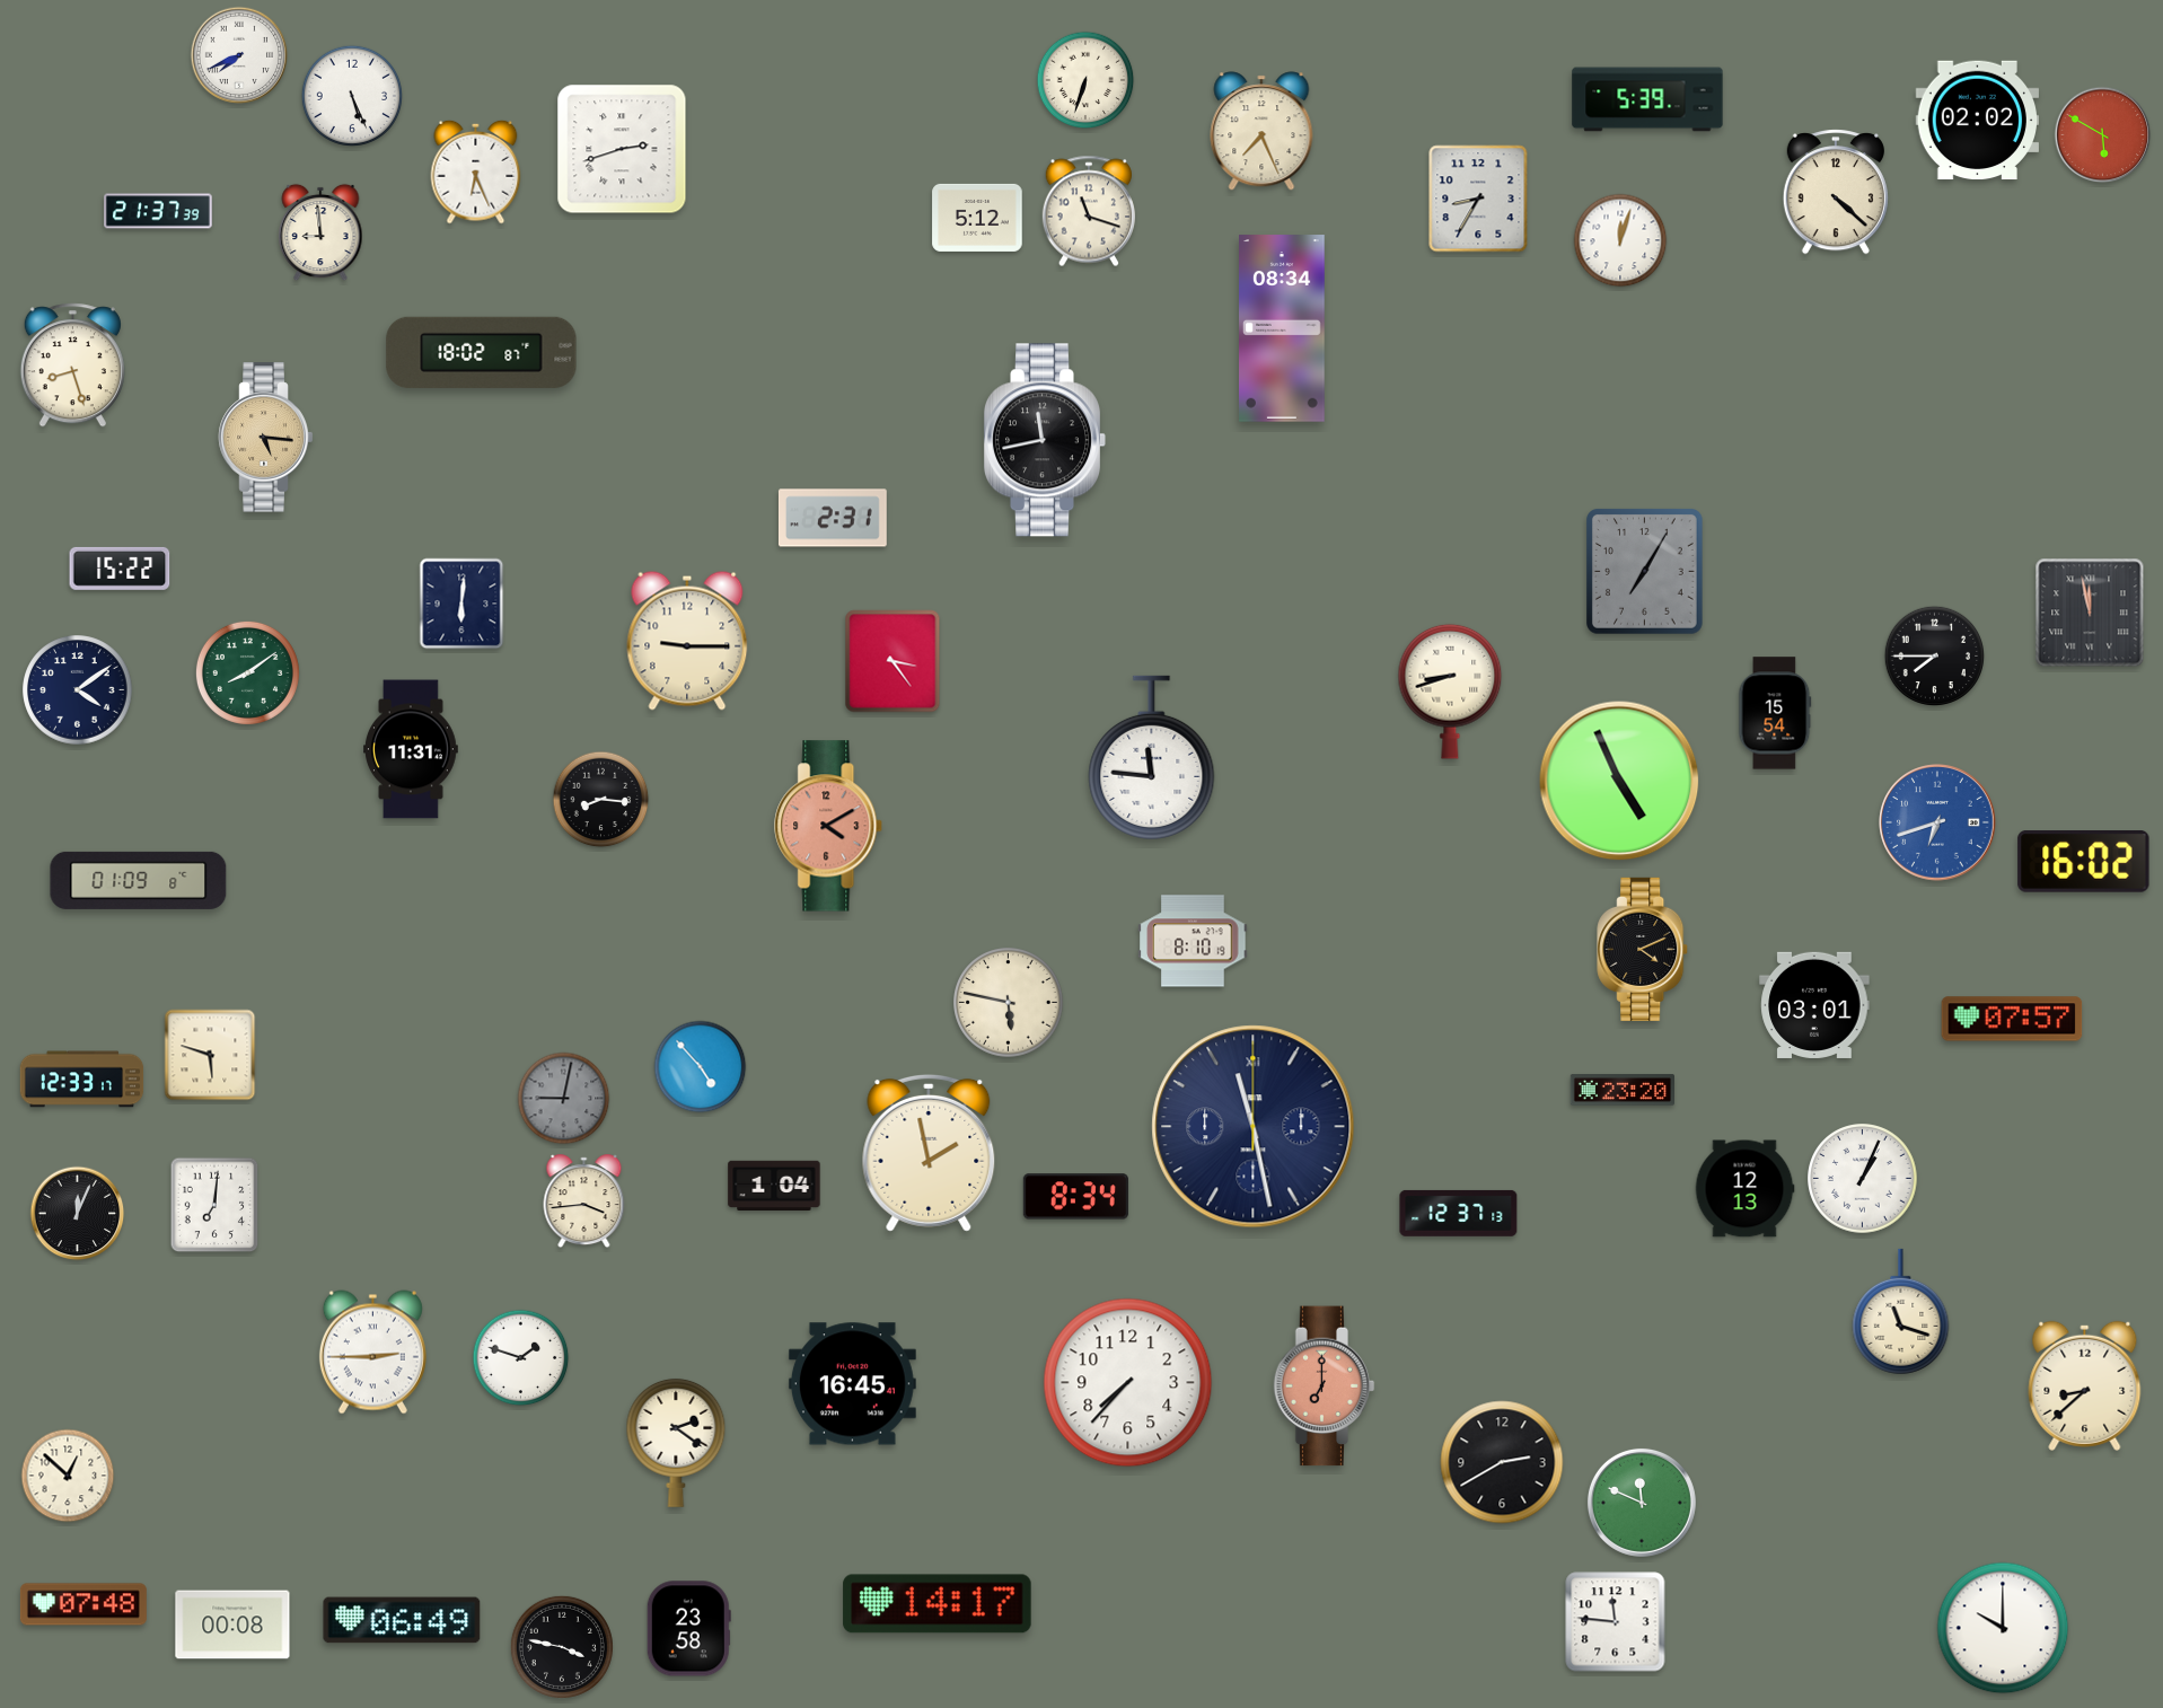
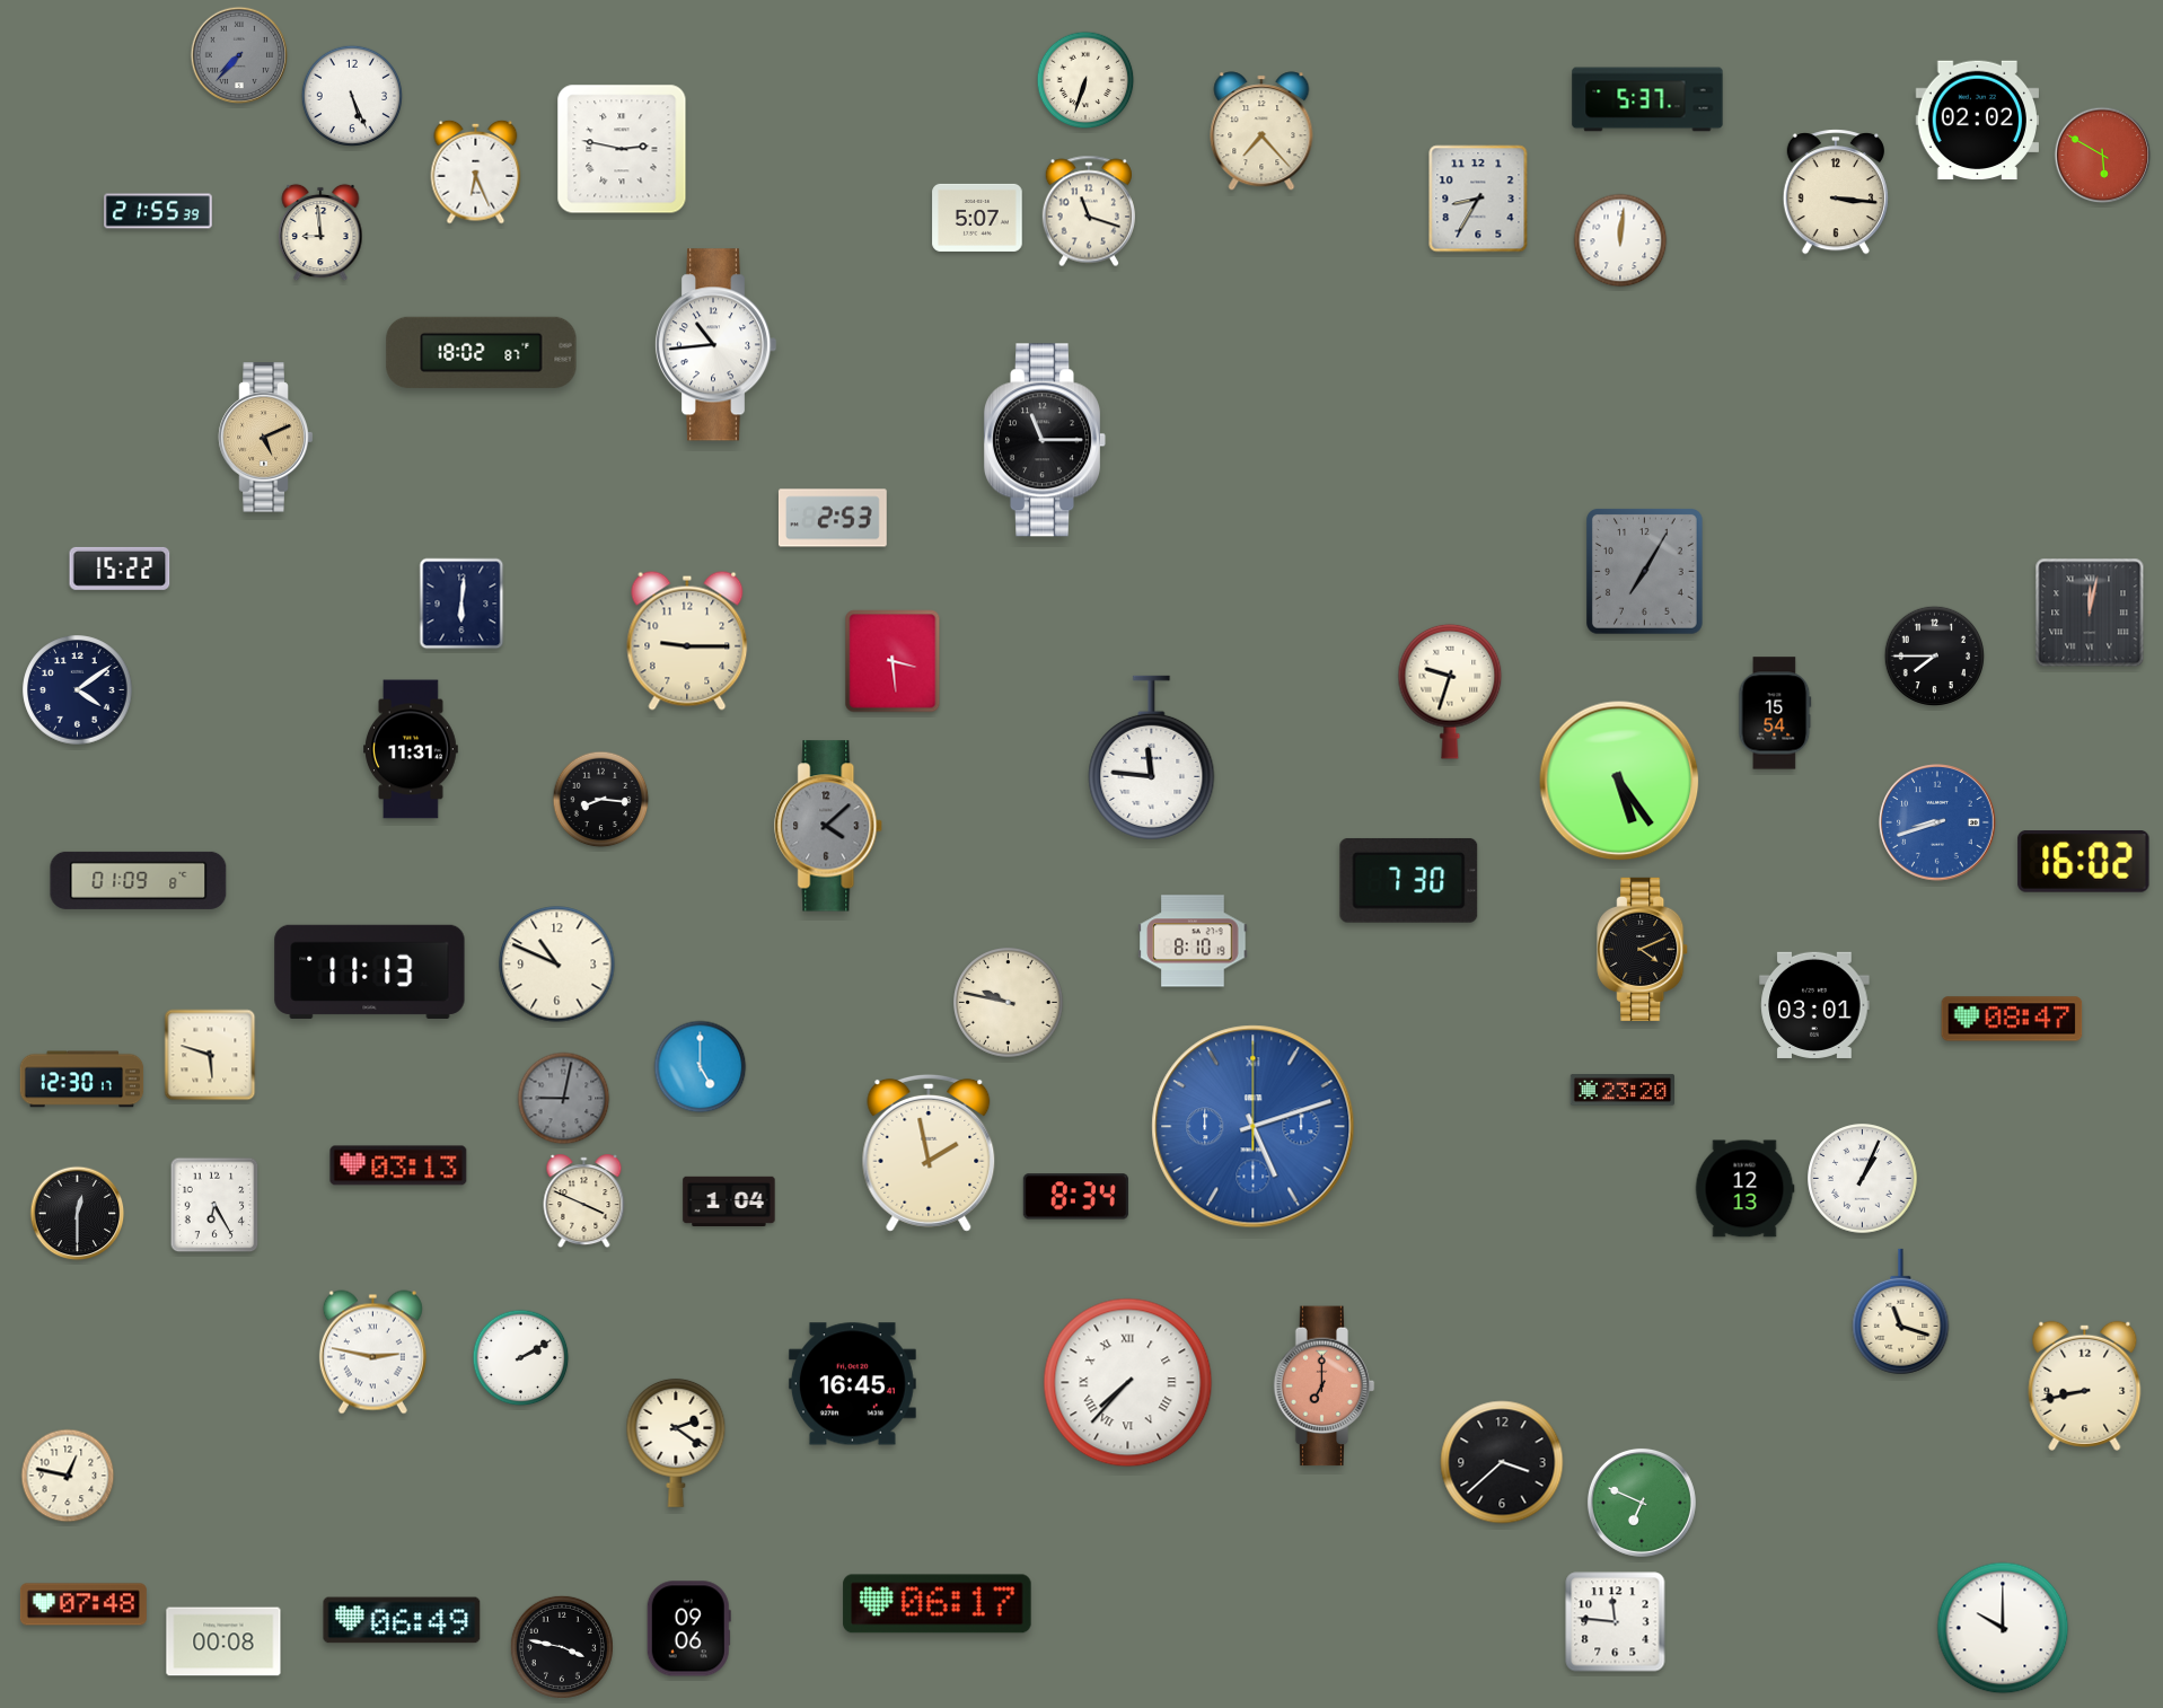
clock at (239, 55): 7:41 -> 7:37
clock at (239, 55) dial: white -> grey
clock at (1647, 99): 5:39 -> 5:37
clock at (1261, 131): 7:26 -> 7:23
clock at (2103, 135) position: (2103, 135) -> (2103, 156)
clock at (622, 149): 2:42 -> 2:47
clock at (1836, 193): 4:22 -> 3:16
clock at (159, 211): 21:37 -> 21:55
clock at (977, 218): 5:12 -> 5:07
clock at (1620, 240): 12:03 -> 12:01
clock at (1283, 328): 08:34 -> none
clock at (715, 345): none -> 10:44
clock at (72, 366): 8:27 -> none
clock at (266, 438): 5:16 -> 5:11
clock at (1044, 440): 11:43 -> 11:15
clock at (833, 518): 2:31 -> 2:53
clock at (2090, 613): 11:58 -> 12:02
clock at (893, 661): 3:24 -> 3:29
clock at (247, 672): 8:09 -> none
clock at (1450, 692): 8:42 -> 9:33
clock at (1619, 781): 4:56 -> 5:24
clock at (1937, 822): 6:42 -> 8:42
clock at (829, 826): 4:10 -> 4:08
clock at (829, 826) dial: salmon -> grey
clock at (1409, 880): none -> 7:30
clock at (557, 965): none -> 10:49
clock at (370, 971): none -> 11:13
clock at (1009, 1003): 5:47 -> 9:47
clock at (2012, 1019): 07:57 -> 08:47
clock at (701, 1067): 4:53 -> 5:00
clock at (82, 1080): 12:33 -> 12:30
clock at (1254, 1127): 11:28 -> 5:12
clock at (1254, 1127) dial: navy -> blue
clock at (398, 1165): none -> 03:13
clock at (774, 1186) position: (774, 1186) -> (729, 1201)
clock at (584, 1201): 3:44 -> 3:49
clock at (214, 1205): 7:01 -> 6:25
clock at (1459, 1213): 12:37 -> none
clock at (78, 1214): 12:04 -> 12:30
clock at (372, 1353): 2:45 -> 2:47
clock at (521, 1358): 1:48 -> 2:10
clock at (1128, 1383) numerals: Arabic -> Roman
clock at (2085, 1385): 8:38 -> 8:43
clock at (1502, 1462): 2:40 -> 3:38
clock at (68, 1476): 12:52 -> 12:47
clock at (1642, 1503): 11:49 -> 6:49
clock at (938, 1604): 14:17 -> 06:17
clock at (232, 1625) position: (232, 1625) -> (223, 1641)
clock at (688, 1629): 23:58 -> 09:06
